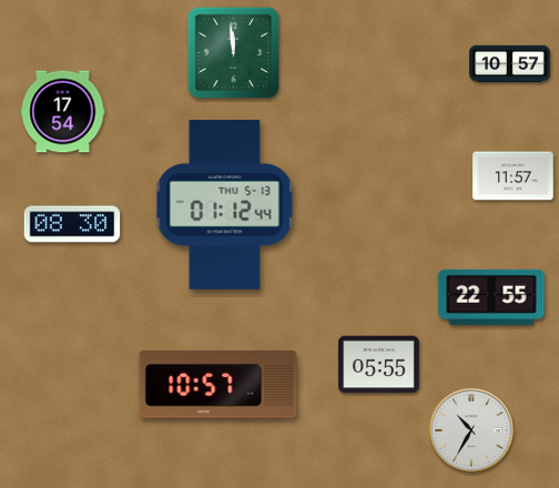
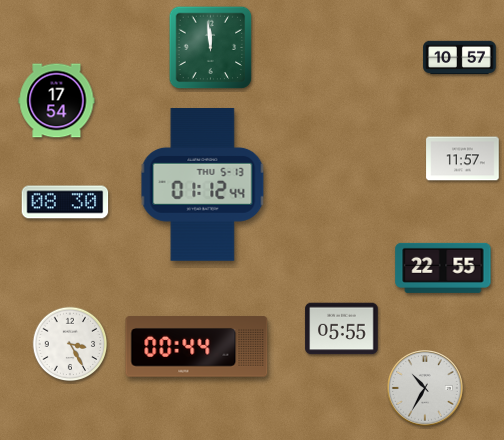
clock at (70, 344): none -> 3:25
clock at (218, 385): 10:57 -> 00:44
